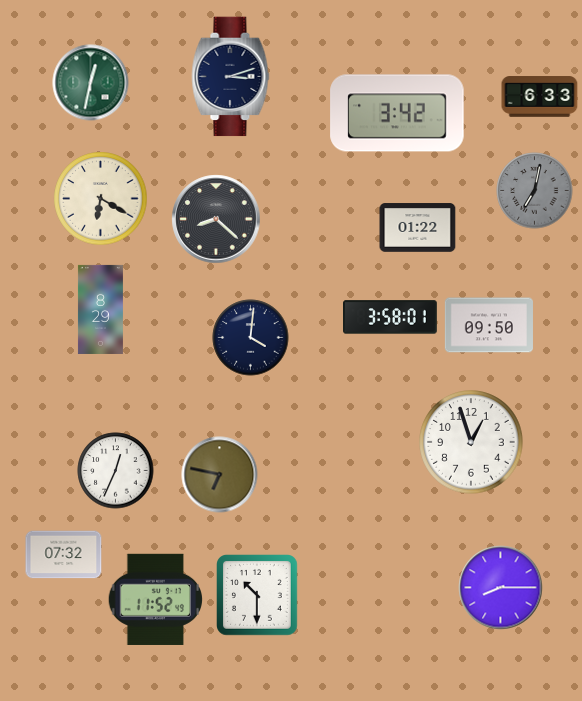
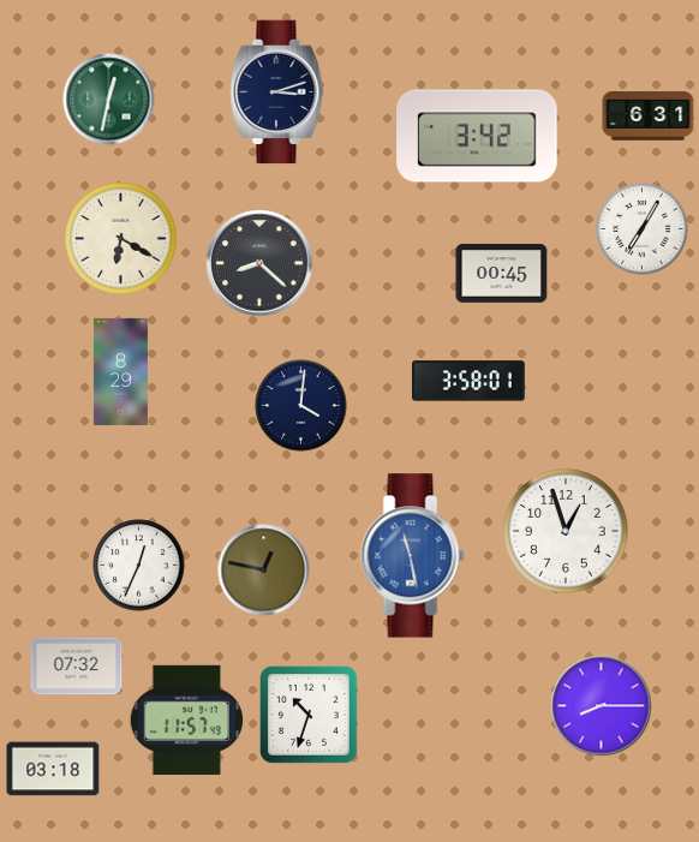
clock at (540, 97): 6:33 -> 6:31
clock at (535, 191): 7:02 -> 7:05
clock at (535, 191) dial: grey -> white
clock at (418, 228): 01:22 -> 00:45
clock at (489, 325): 09:50 -> none
clock at (413, 556): none -> 11:28
clock at (220, 475): 6:47 -> 12:47
clock at (258, 596): 10:30 -> 10:33
clock at (156, 599): 11:52 -> 11:57
clock at (53, 769): none -> 03:18
